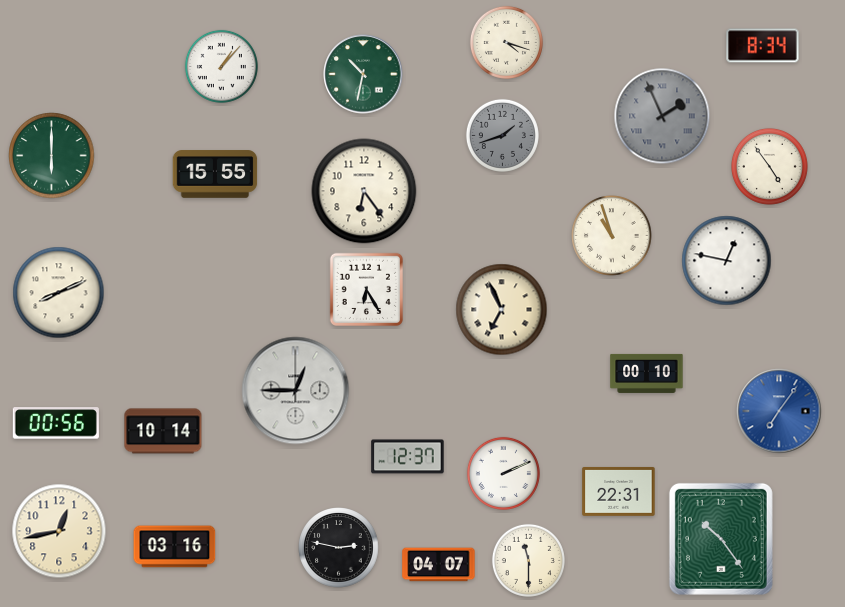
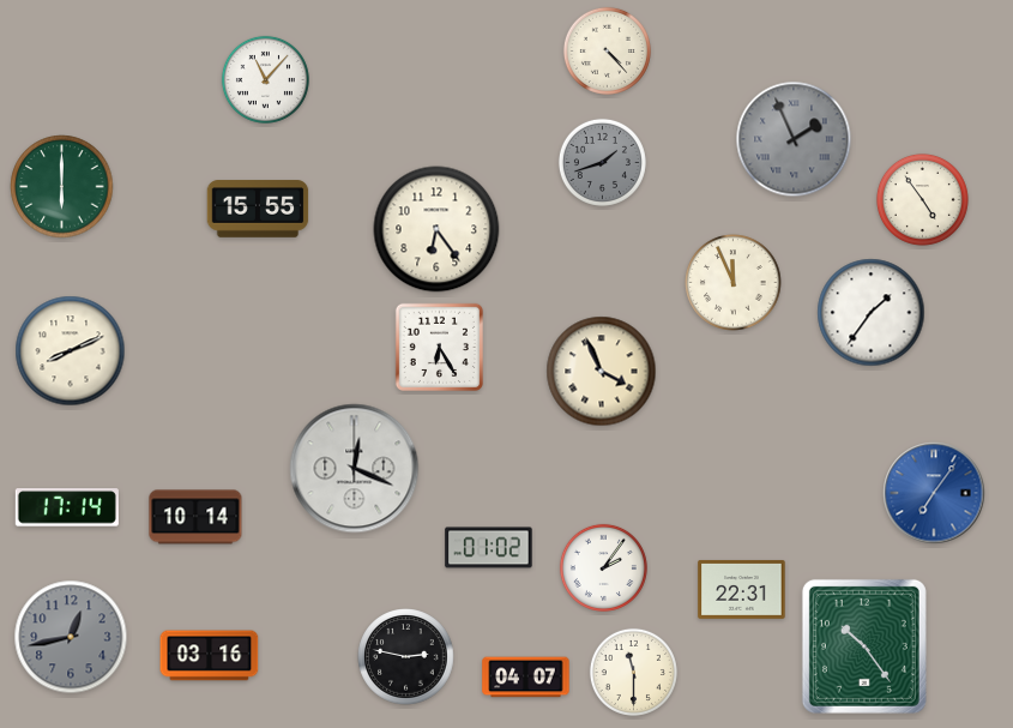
clock at (506, 42): 4:18 -> 4:23
clock at (763, 46): 8:34 -> none
clock at (221, 66): 1:07 -> 11:07
clock at (363, 74): 10:32 -> none
clock at (612, 236): 10:57 -> 11:56
clock at (727, 261): 12:47 -> 1:36
clock at (502, 310): 6:56 -> 3:56
clock at (647, 373): 00:10 -> none
clock at (296, 391): 12:45 -> 12:19
clock at (56, 423): 00:56 -> 17:14
clock at (408, 457): 12:37 -> 01:02
clock at (503, 473): 2:11 -> 2:06
clock at (59, 531) dial: cream -> grey
